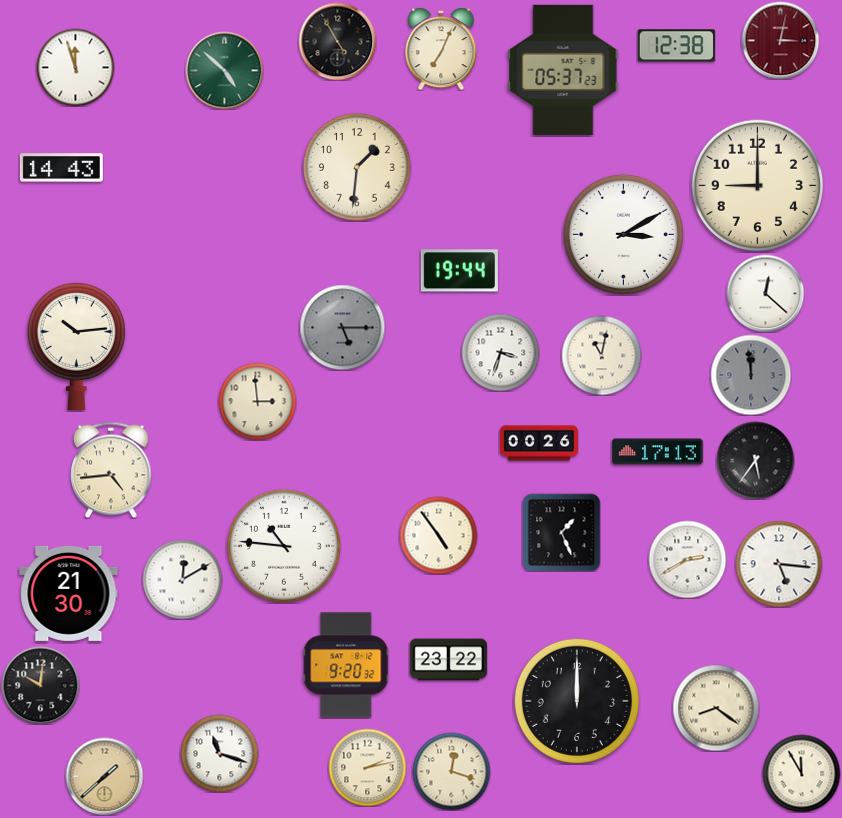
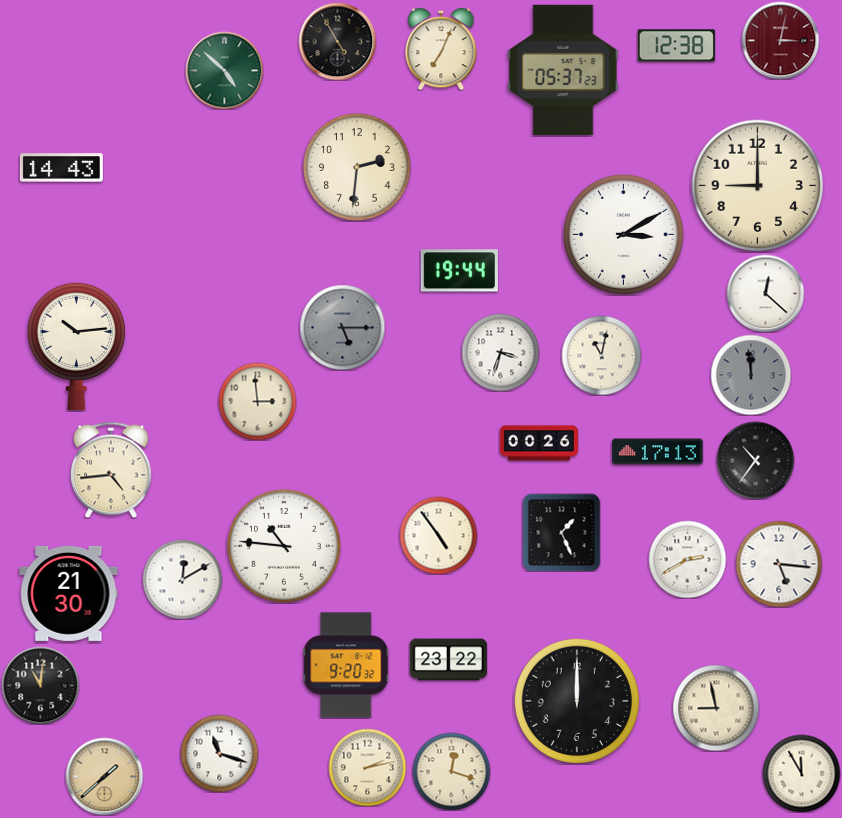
clock at (75, 67): 11:57 -> none
clock at (357, 167): 1:31 -> 2:31
clock at (755, 460): 5:36 -> 10:36
clock at (40, 685): 10:01 -> 11:01
clock at (716, 708): 8:21 -> 8:58
